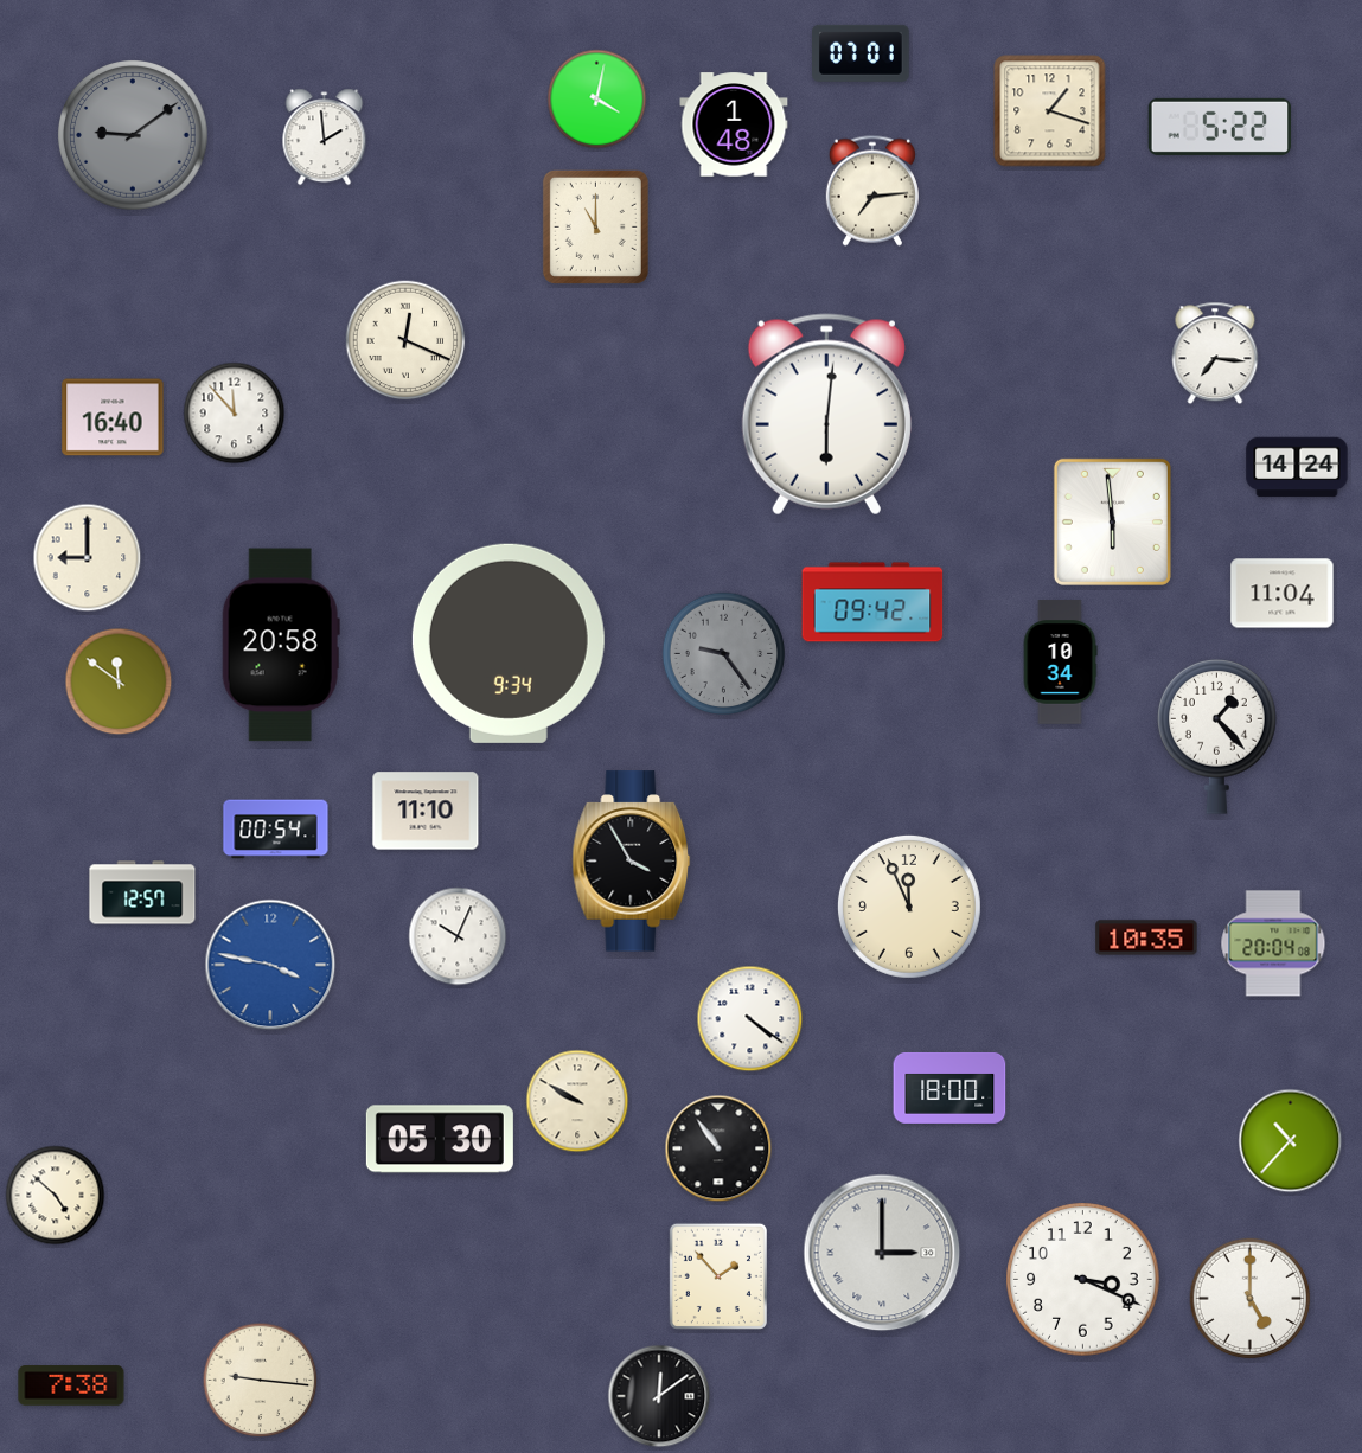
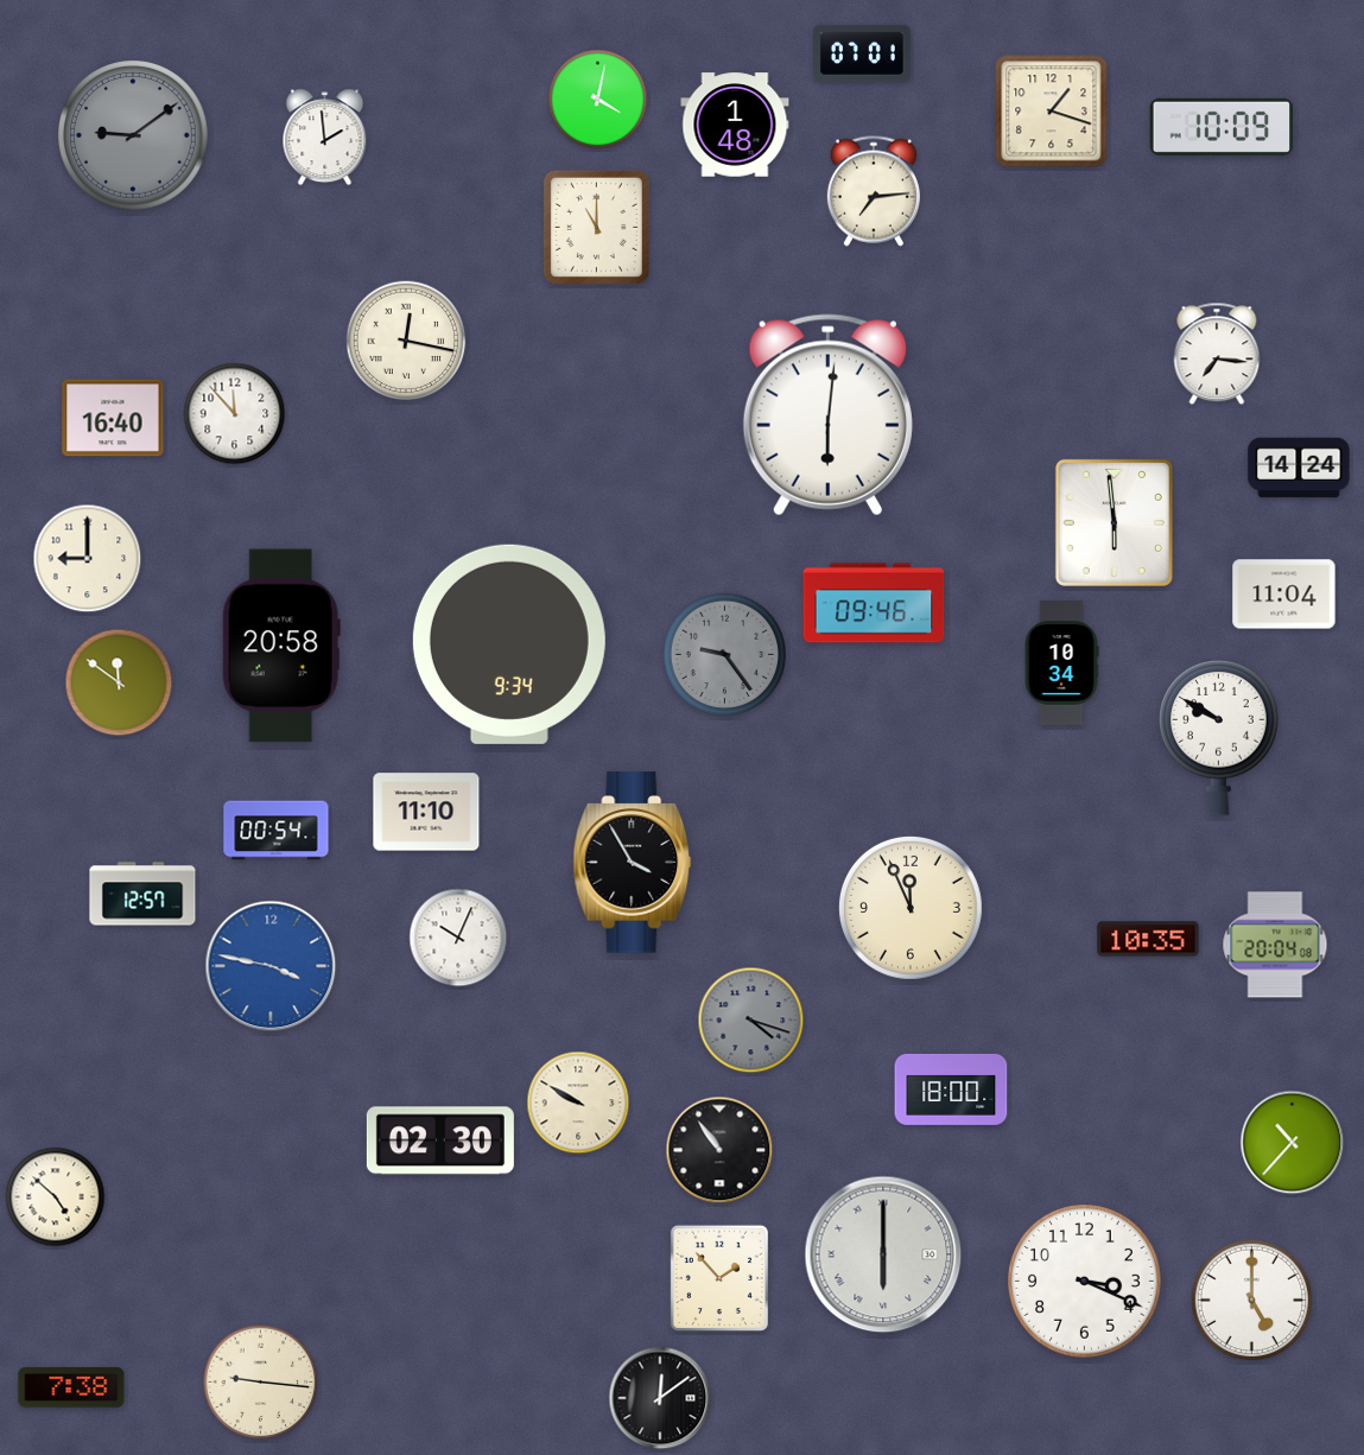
clock at (1220, 127): 5:22 -> 10:09
clock at (405, 340): 12:19 -> 12:17
clock at (872, 602): 09:42 -> 09:46
clock at (1217, 737): 1:23 -> 9:50
clock at (750, 1019): 4:21 -> 4:18
clock at (750, 1019) dial: white -> grey
clock at (440, 1139): 05:30 -> 02:30
clock at (882, 1253): 3:00 -> 6:00
